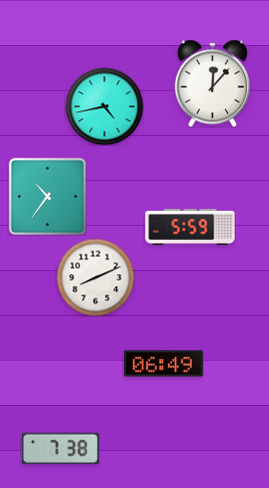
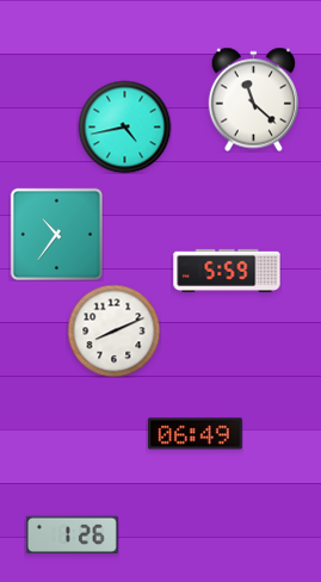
clock at (212, 83): 12:07 -> 11:22
clock at (60, 449): 7:38 -> 1:26
